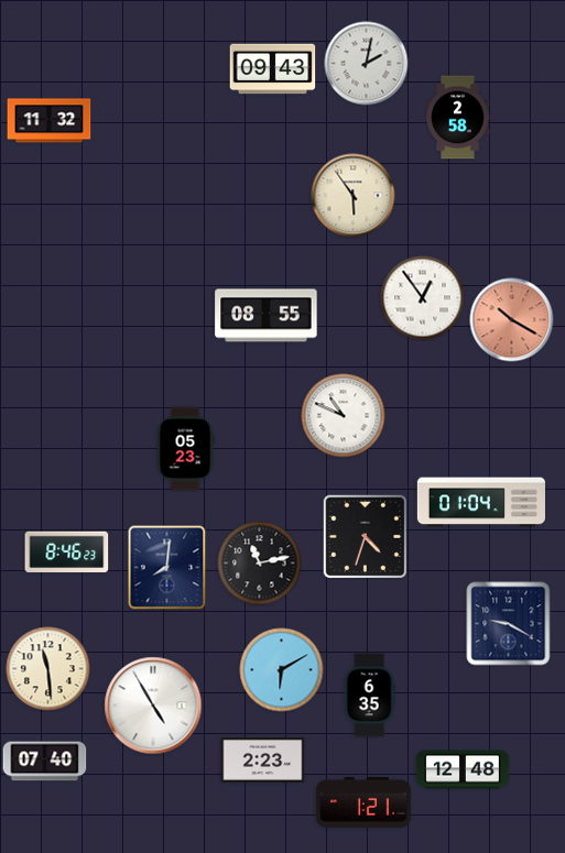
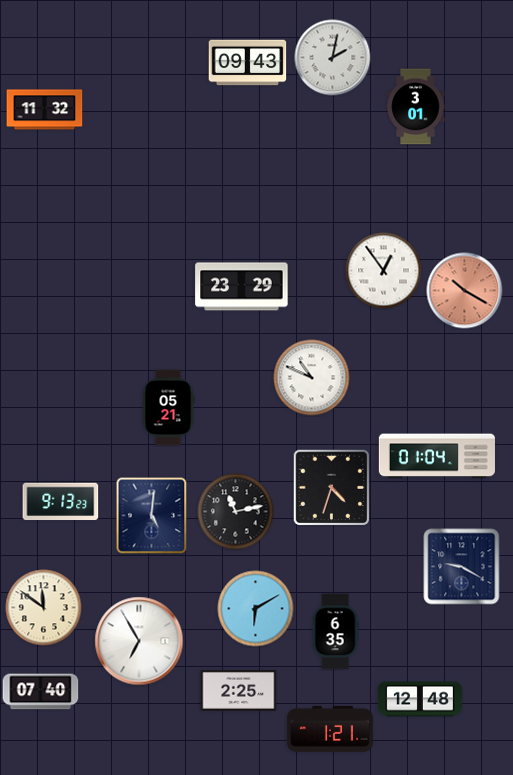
clock at (458, 118): 2:58 -> 3:01
clock at (354, 196): 5:54 -> none
clock at (267, 316): 08:55 -> 23:29
clock at (185, 449): 05:23 -> 05:21
clock at (67, 553): 8:46 -> 9:13
clock at (167, 568): 8:01 -> 5:01
clock at (48, 669): 11:29 -> 11:51
clock at (153, 706): 4:55 -> 6:55
clock at (263, 761): 2:23 -> 2:25
